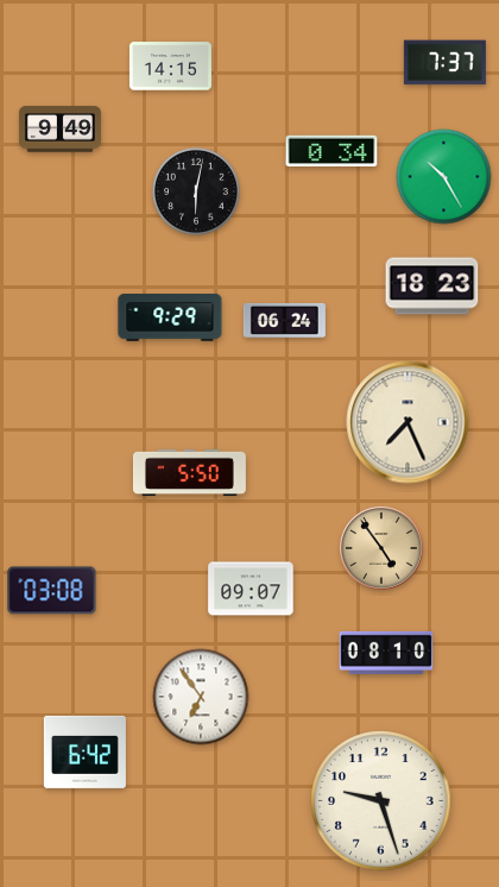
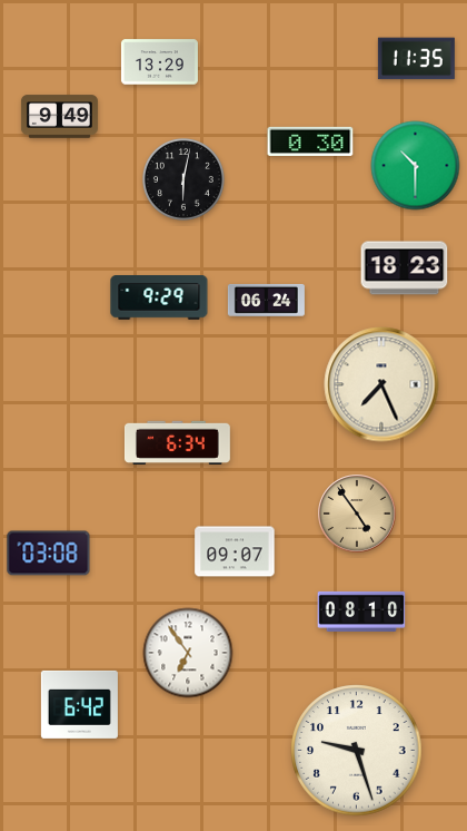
clock at (444, 63): 7:37 -> 11:35
clock at (170, 67): 14:15 -> 13:29
clock at (59, 130) position: (59, 130) -> (59, 117)
clock at (331, 151): 0:34 -> 0:30
clock at (444, 177): 10:25 -> 10:30
clock at (408, 422) position: (408, 422) -> (381, 384)
clock at (189, 472): 5:50 -> 6:34
